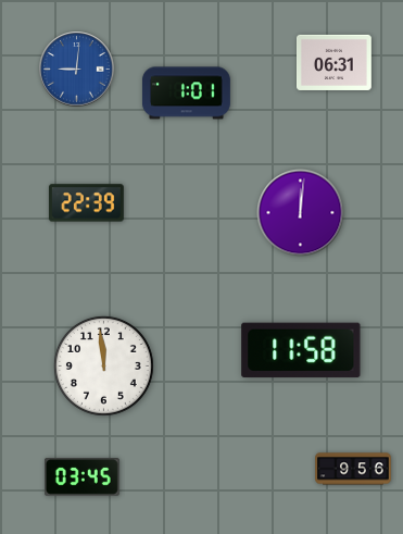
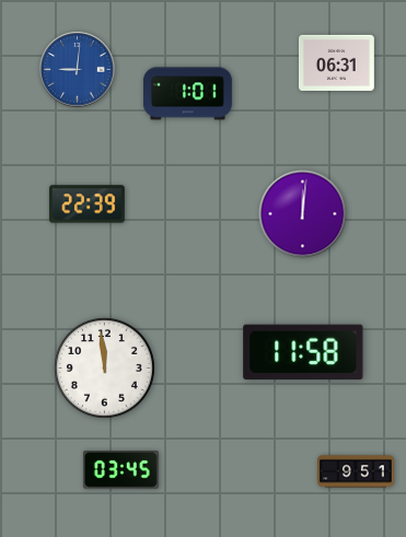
clock at (353, 469): 9:56 -> 9:51
clock at (81, 477) position: (81, 477) -> (120, 470)
